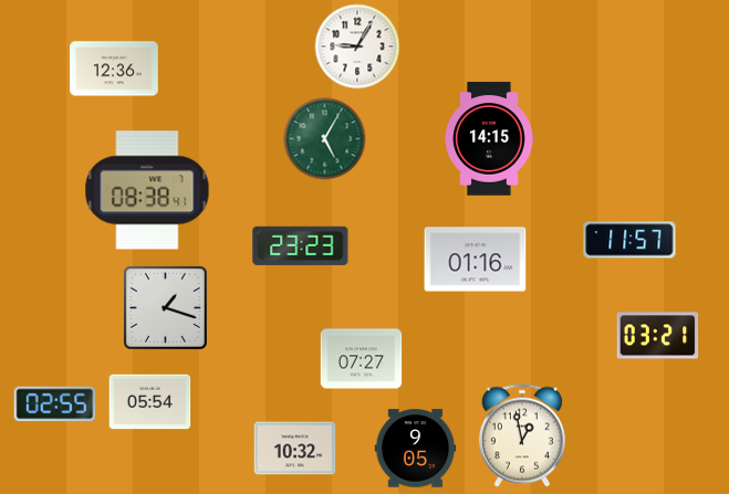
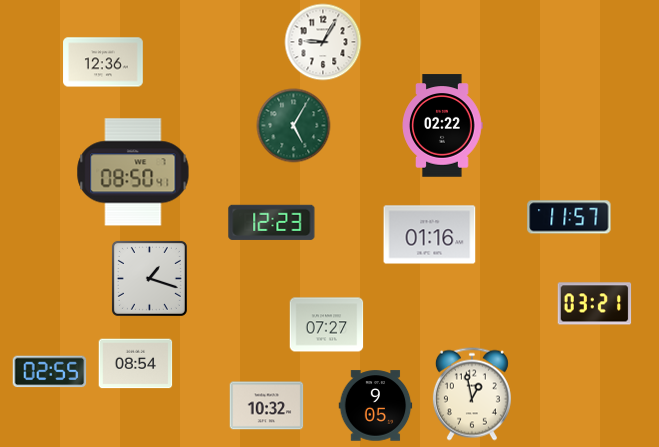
clock at (489, 139): 14:15 -> 02:22
clock at (147, 190): 08:38 -> 08:50
clock at (301, 245): 23:23 -> 12:23
clock at (150, 402): 05:54 -> 08:54
clock at (55, 404) position: (55, 404) -> (50, 372)
